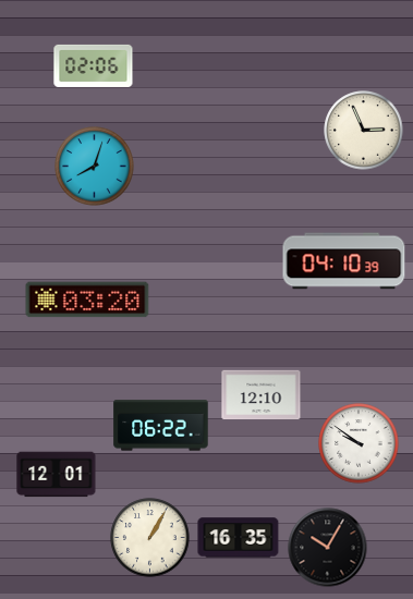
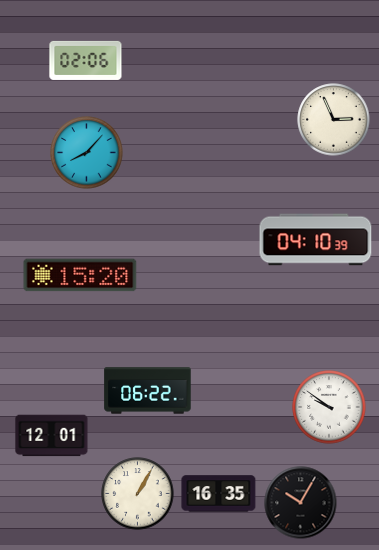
clock at (95, 167): 8:03 -> 8:07
clock at (87, 299): 03:20 -> 15:20
clock at (262, 395): 12:10 -> none
